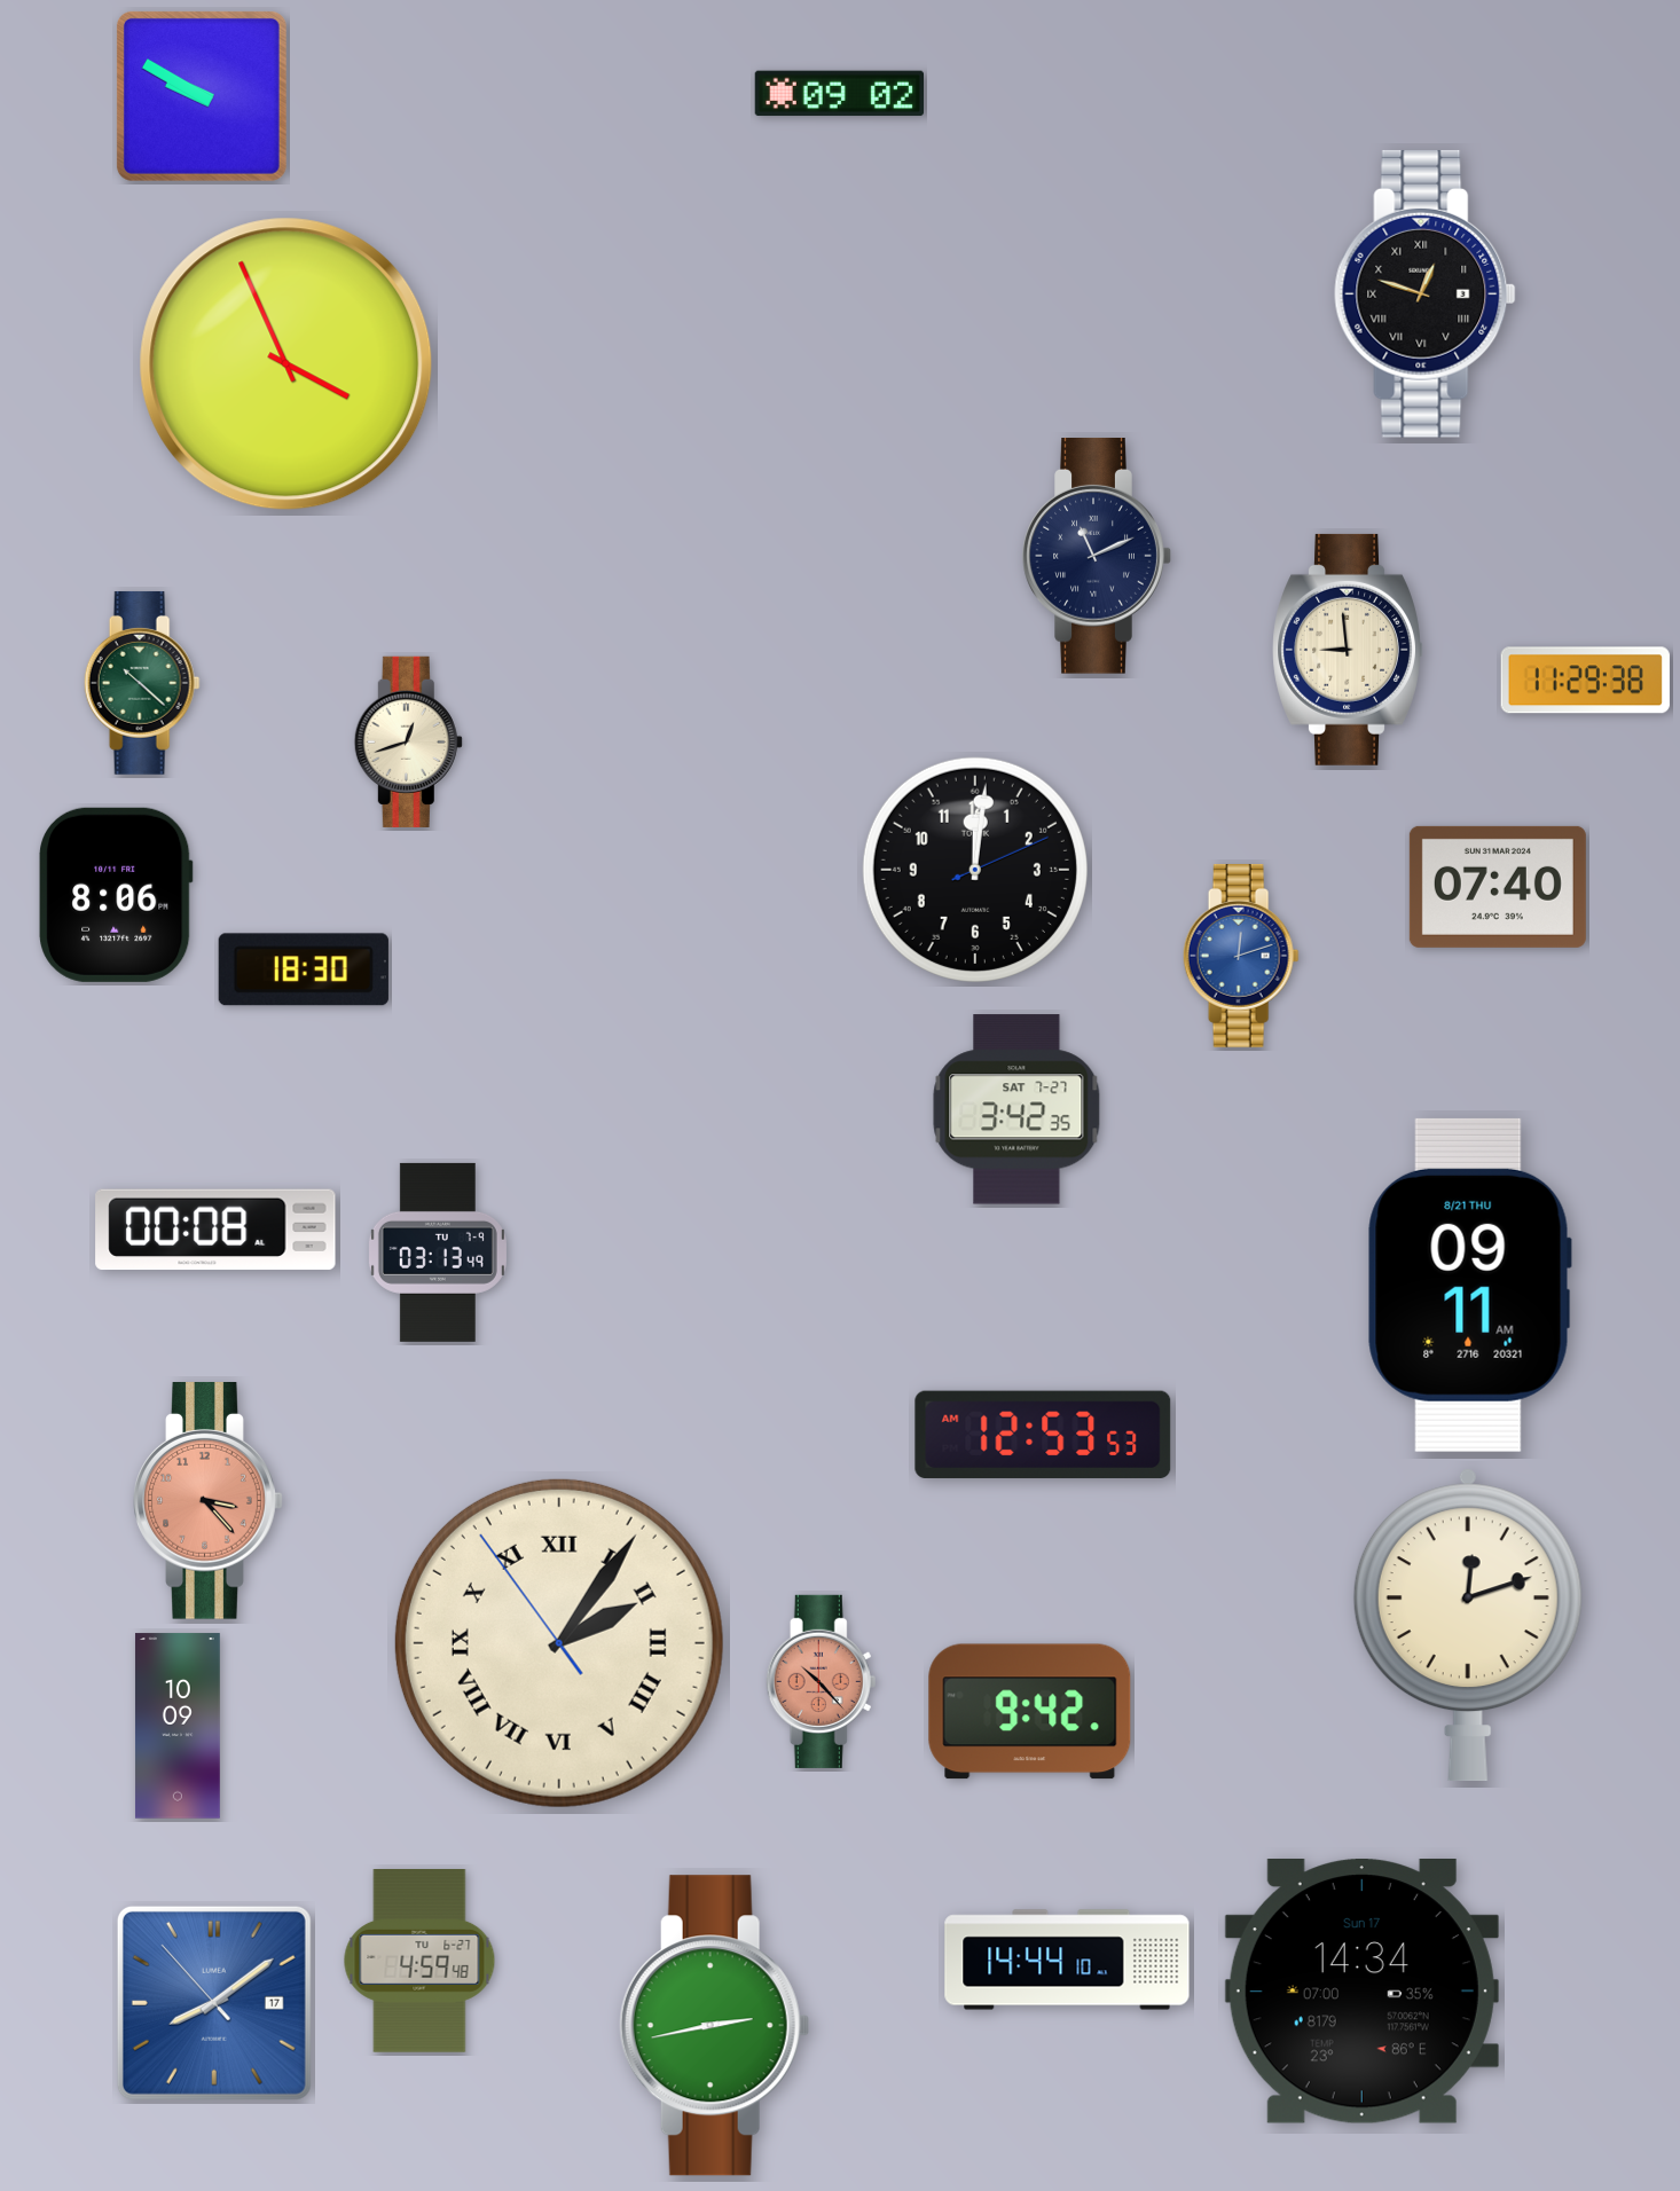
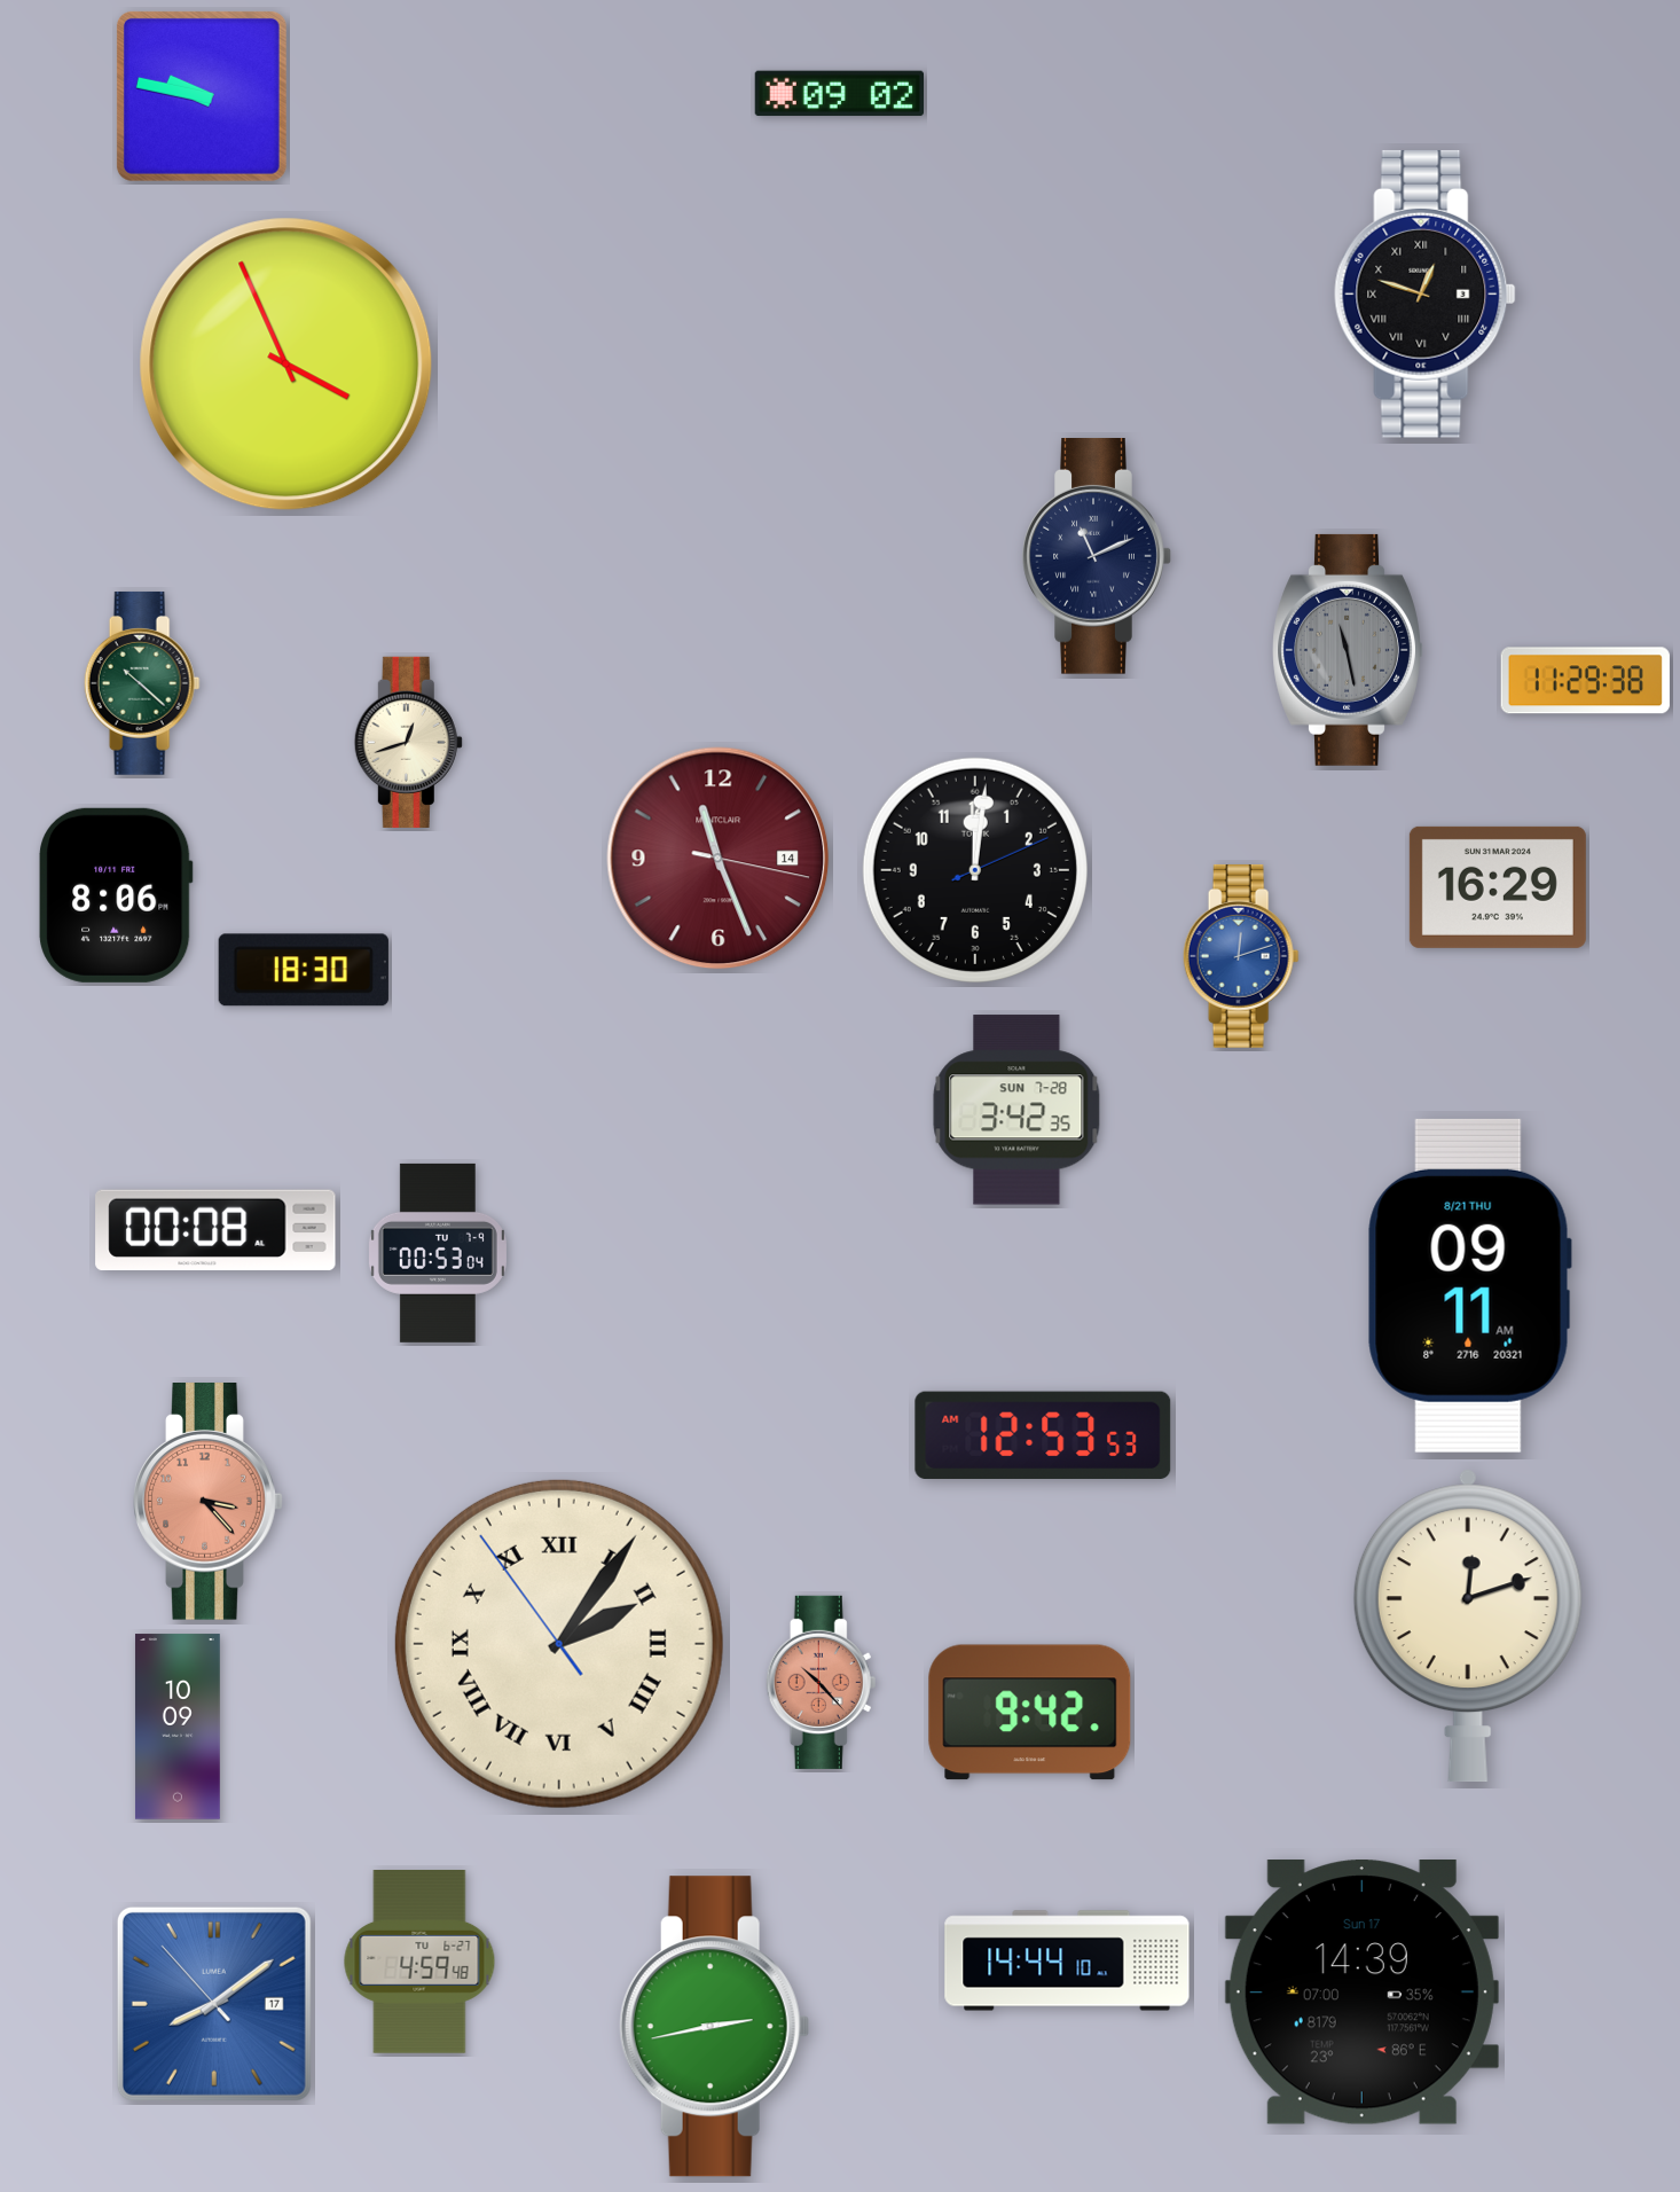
clock at (202, 96): 9:50 -> 9:47
clock at (1348, 650): 8:59 -> 11:28
clock at (1348, 650) dial: cream -> grey
clock at (719, 859): none -> 11:26
clock at (1498, 887): 07:40 -> 16:29
clock at (1016, 1109) date: SAT 7-27 -> SUN 7-28
clock at (438, 1252): 03:13 -> 00:53
clock at (1361, 1992): 14:34 -> 14:39
